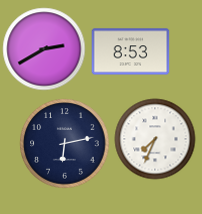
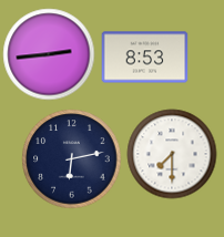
clock at (44, 49): 2:40 -> 2:44
clock at (155, 139): 7:34 -> 7:30
